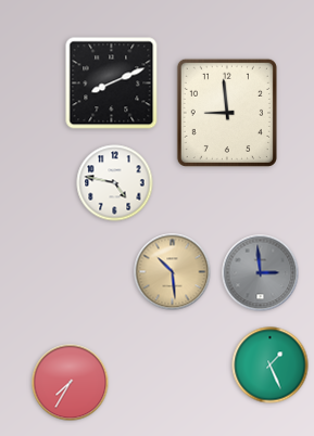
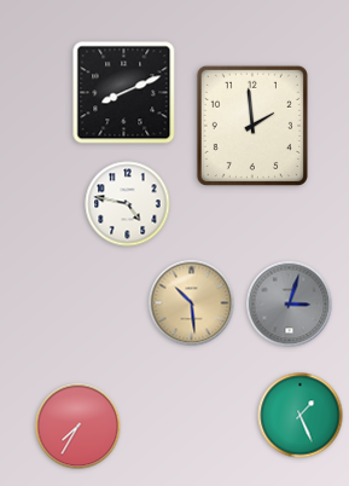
clock at (227, 113): 8:59 -> 1:59
clock at (261, 273): 2:59 -> 3:03
clock at (271, 366) position: (271, 366) -> (301, 416)
